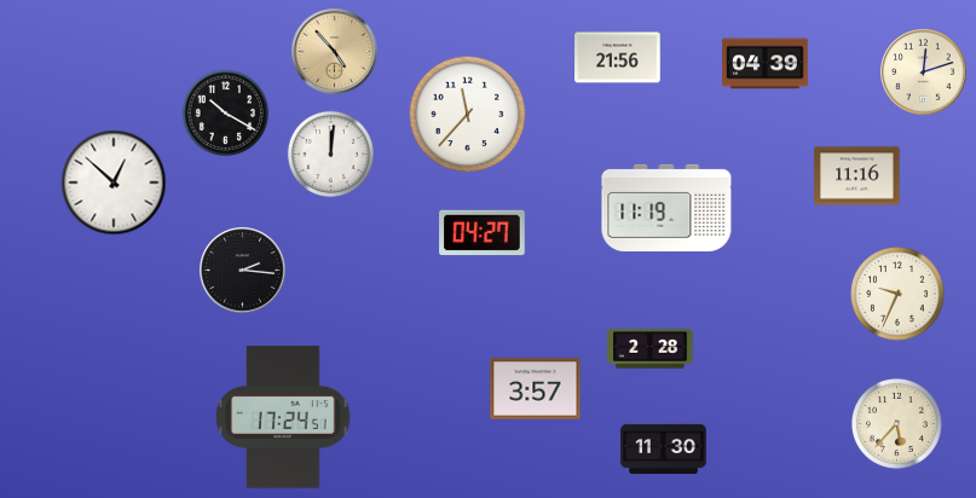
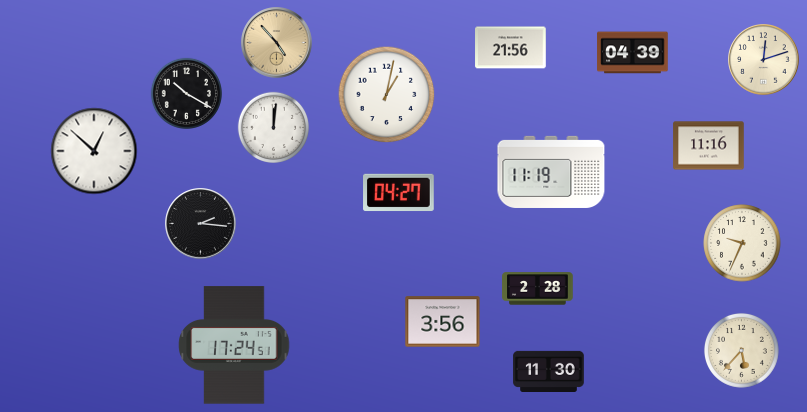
clock at (468, 115): 11:37 -> 1:02
clock at (536, 389): 3:57 -> 3:56
